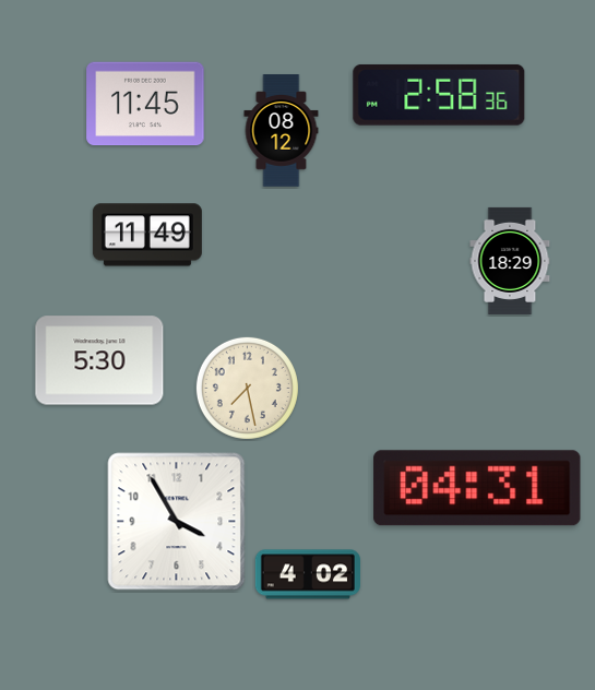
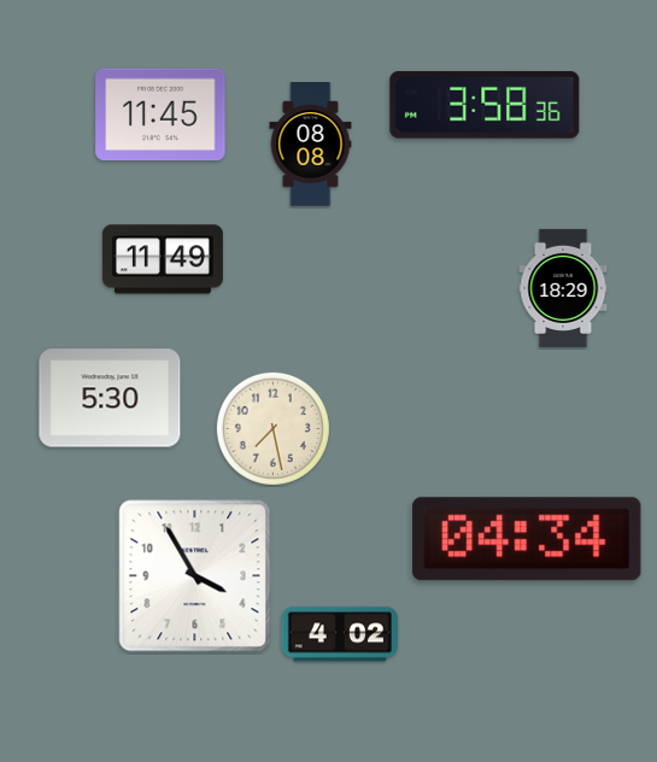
clock at (439, 95): 2:58 -> 3:58
clock at (282, 131): 08:12 -> 08:08
clock at (477, 488): 04:31 -> 04:34
